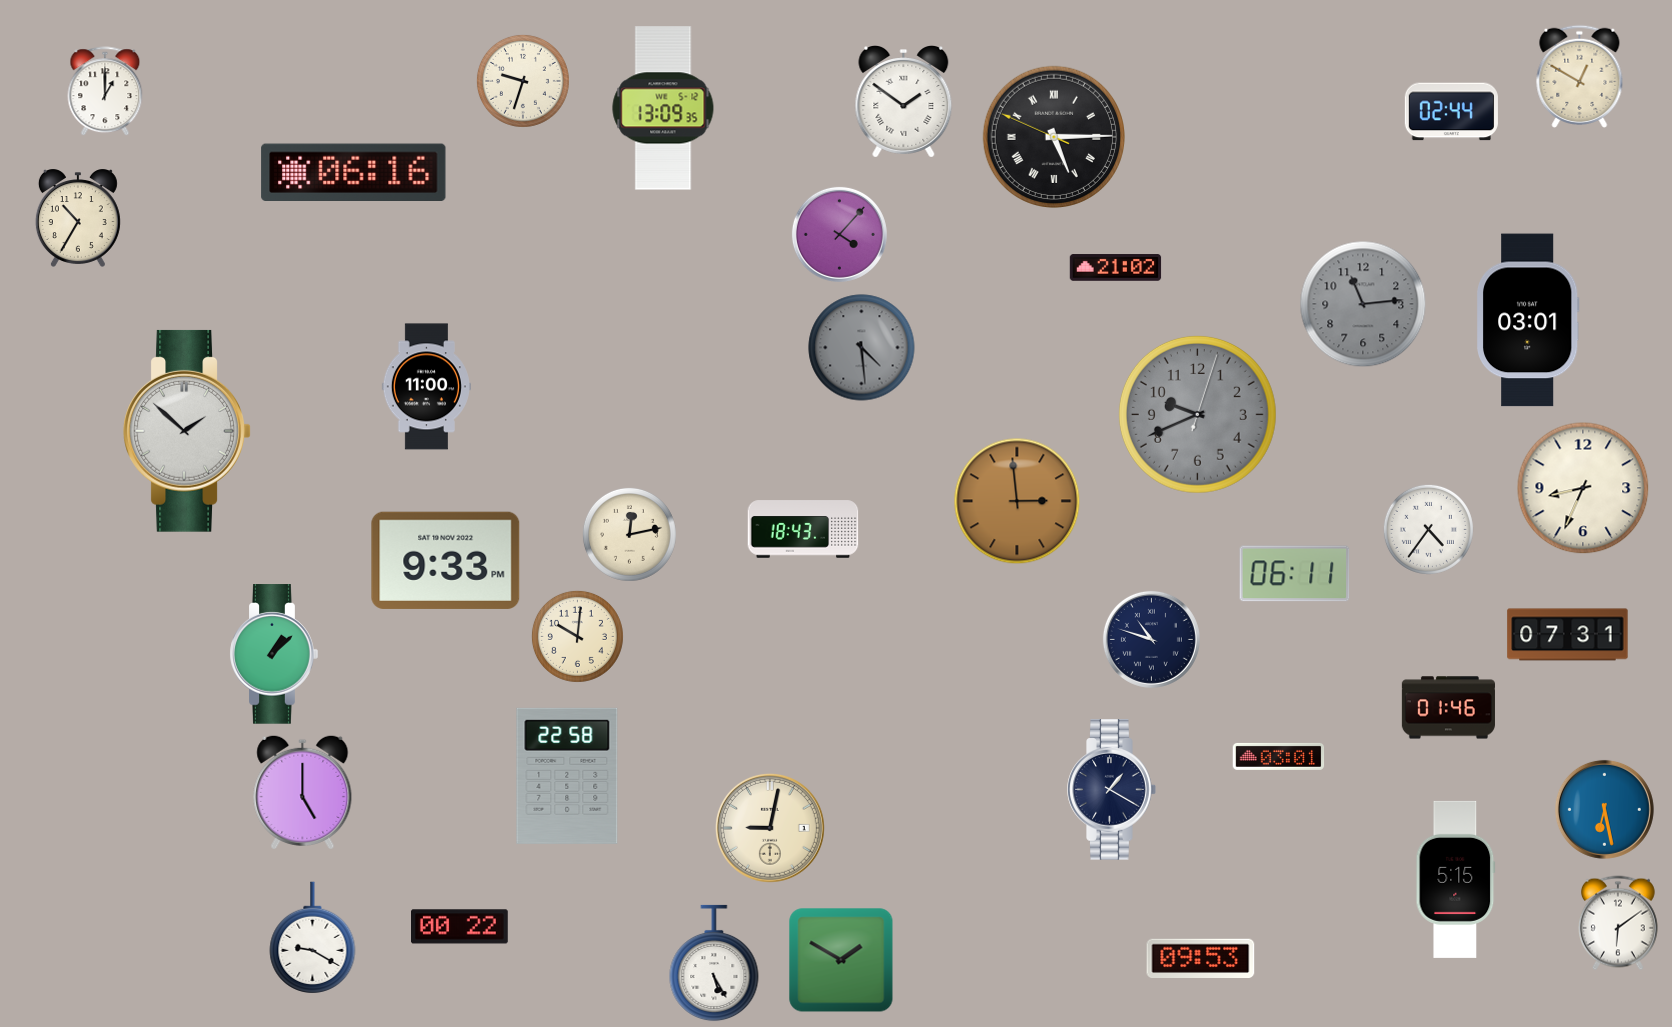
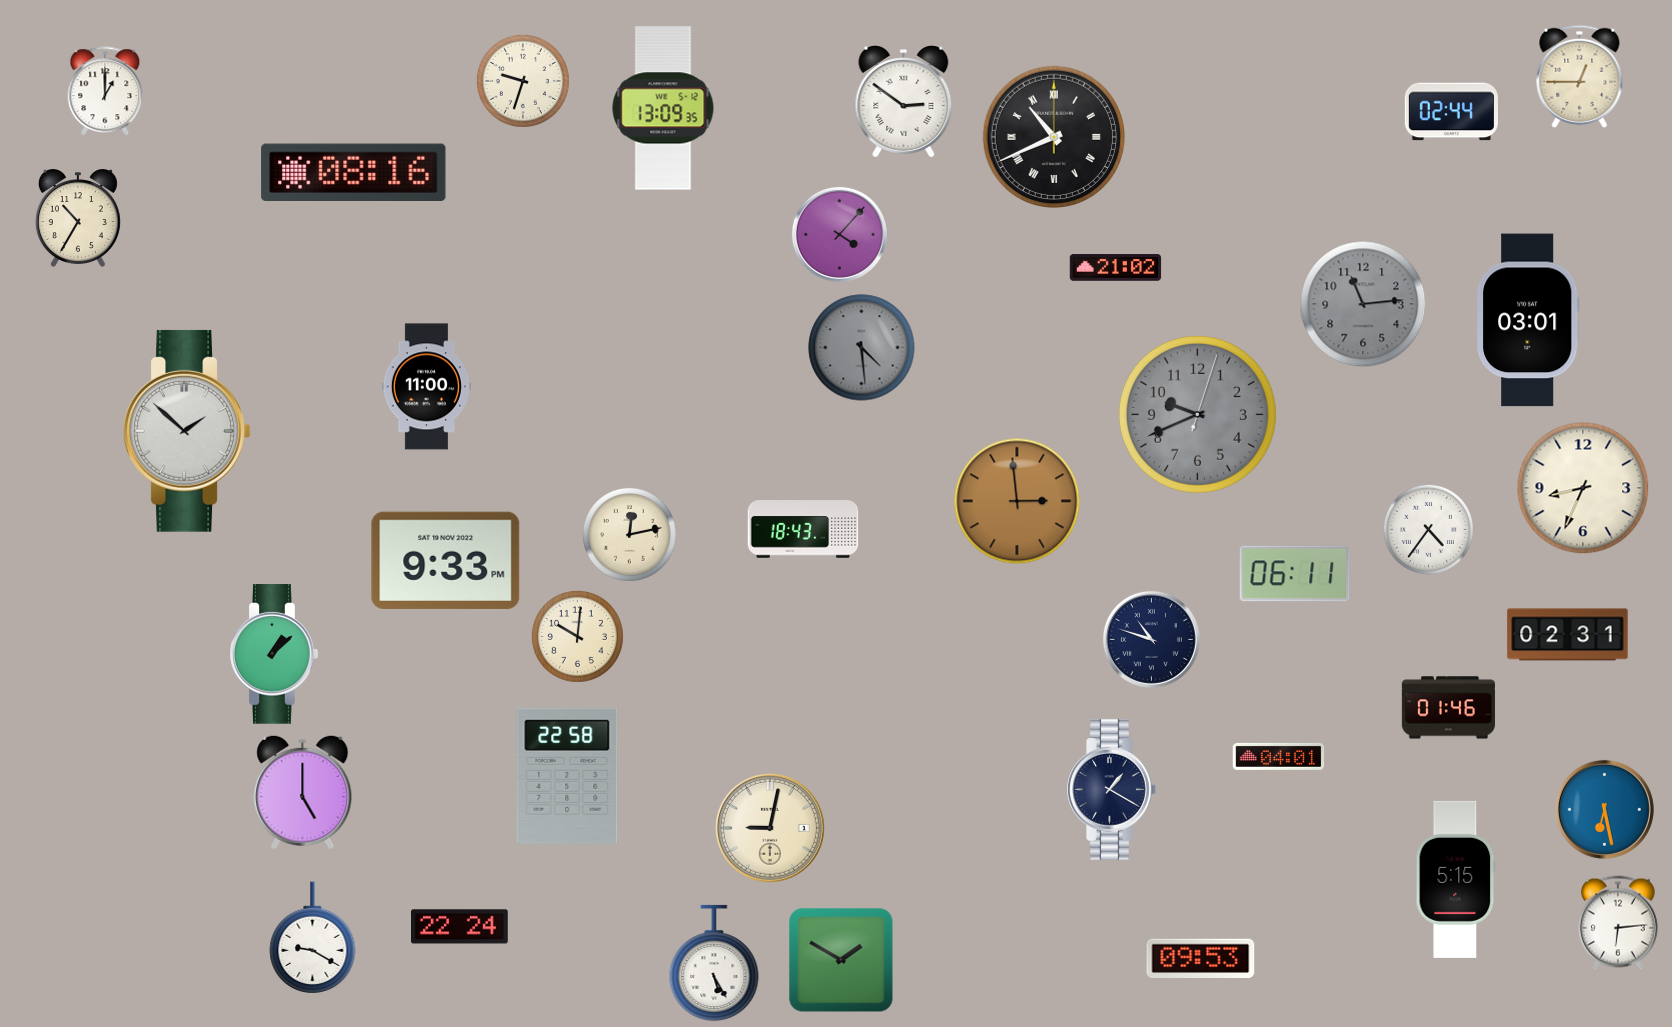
clock at (1580, 76): 12:50 -> 12:45
clock at (904, 102): 1:51 -> 2:51
clock at (1053, 136): 5:14 -> 10:41
clock at (354, 172): 06:16 -> 08:16
clock at (1568, 635): 07:31 -> 02:31
clock at (1279, 756): 03:01 -> 04:01
clock at (1618, 923): 6:09 -> 6:14
clock at (460, 927): 00:22 -> 22:24
